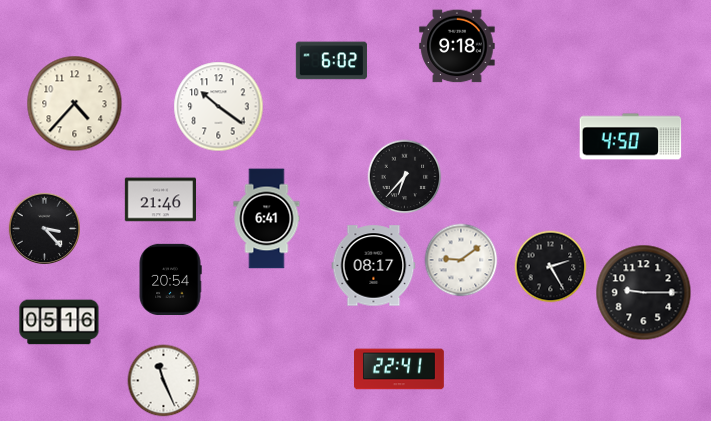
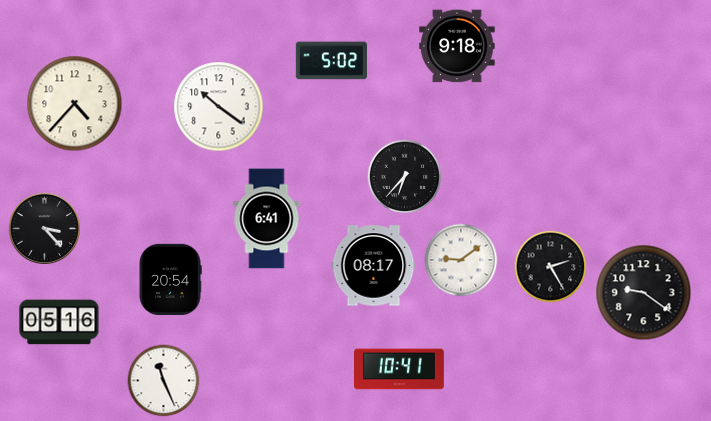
clock at (331, 61): 6:02 -> 5:02
clock at (631, 137): 4:50 -> none
clock at (160, 200): 21:46 -> none
clock at (644, 293): 9:15 -> 9:21
clock at (400, 369): 22:41 -> 10:41
